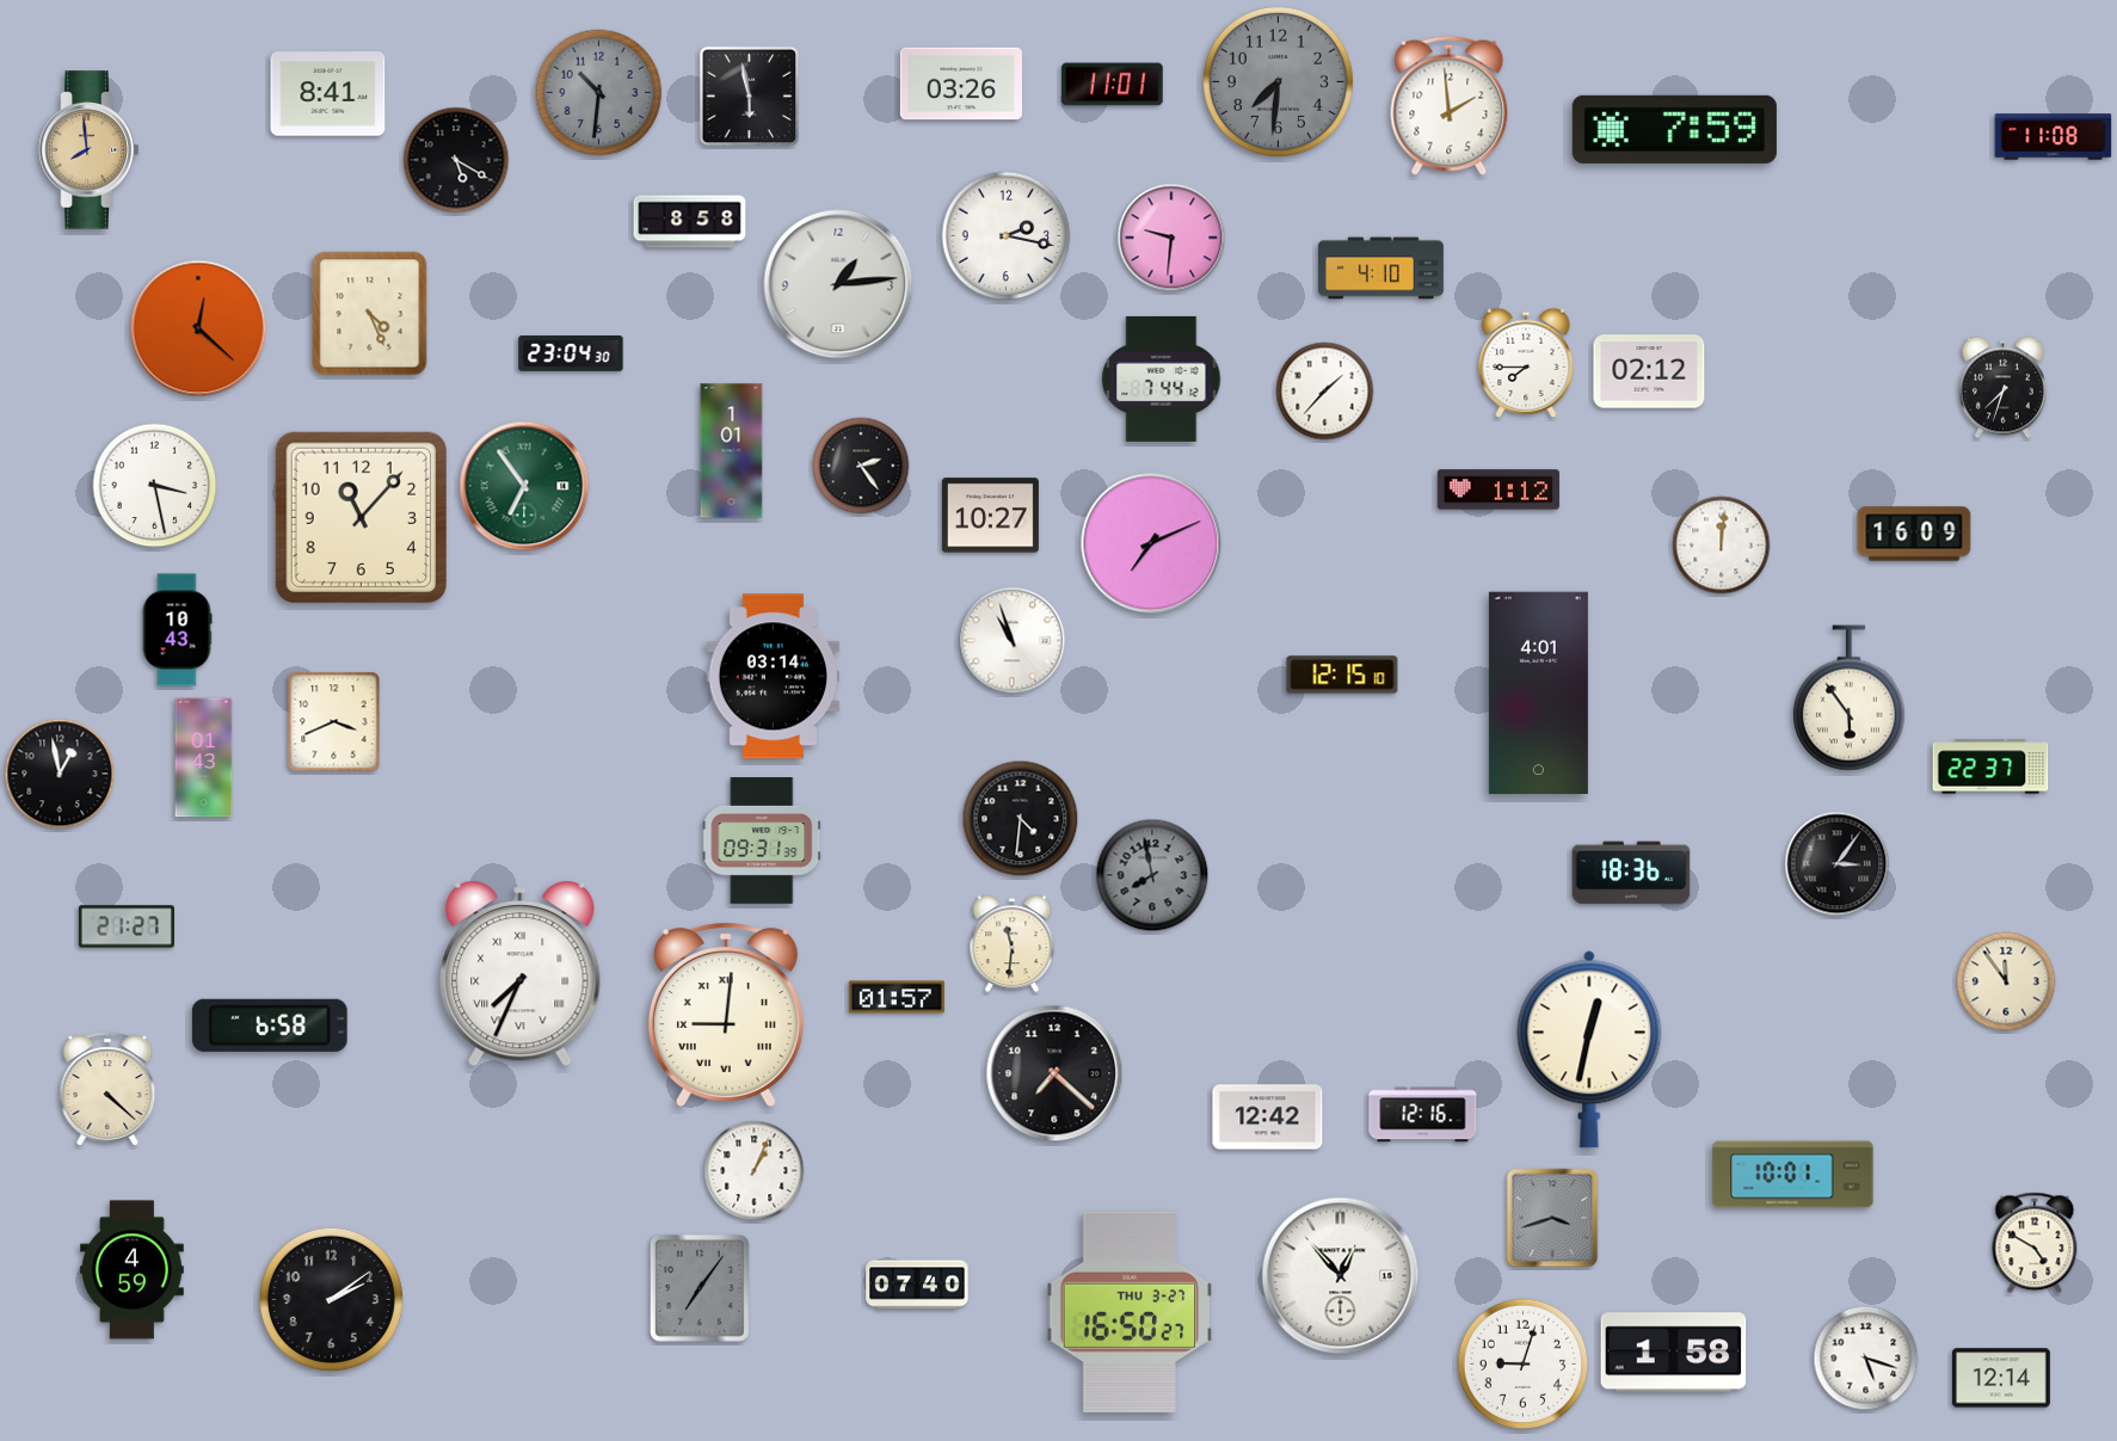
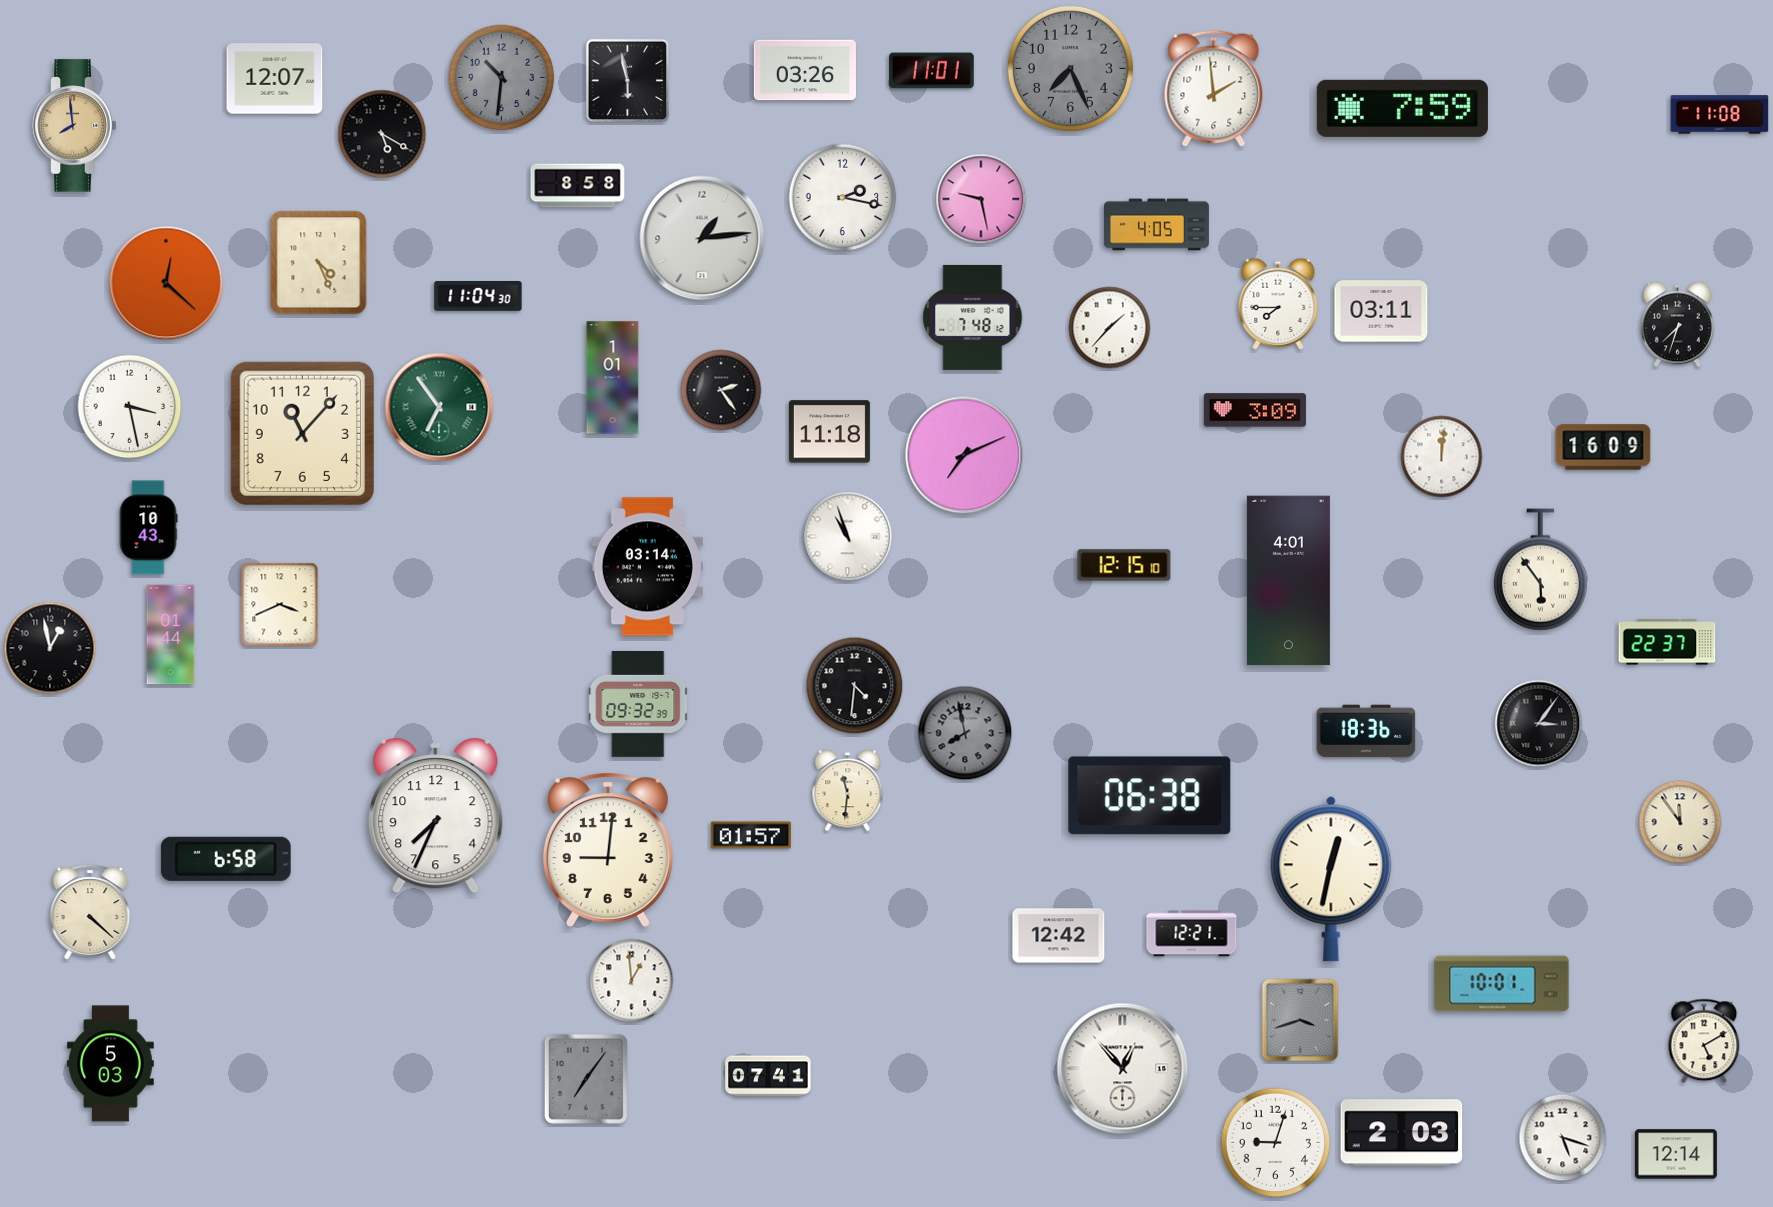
clock at (1278, 81): 7:31 -> 7:26
clock at (328, 94): 8:41 -> 12:07
clock at (1171, 238): 9:31 -> 9:28
clock at (1380, 269): 4:10 -> 4:05
clock at (370, 314) position: (370, 314) -> (319, 263)
clock at (198, 328) position: (198, 328) -> (166, 283)
clock at (571, 355): 23:04 -> 11:04
clock at (1649, 371): 02:12 -> 03:11
clock at (1162, 378): 7:44 -> 7:48
clock at (1498, 489): 1:12 -> 3:09
clock at (990, 516): 10:27 -> 11:18
clock at (1848, 698) position: (1848, 698) -> (1540, 570)
clock at (204, 758): 01:43 -> 01:44
clock at (763, 842): 09:31 -> 09:32
clock at (127, 926): 21:27 -> none
clock at (1150, 796): none -> 06:38
clock at (521, 974) numerals: Roman -> Arabic
clock at (726, 1015) numerals: Roman -> Arabic
clock at (1054, 1073): 7:22 -> none
clock at (1423, 1115): 12:16 -> 12:21
clock at (1268, 1117) position: (1268, 1117) -> (1059, 936)
clock at (755, 1171): 1:04 -> 12:59
clock at (2035, 1243): 4:50 -> 5:10
clock at (131, 1270): 4:59 -> 5:03
clock at (917, 1285): 07:40 -> 07:41
clock at (331, 1299): 2:09 -> none
clock at (1130, 1312): 16:50 -> none
clock at (1674, 1353): 1:58 -> 2:03
